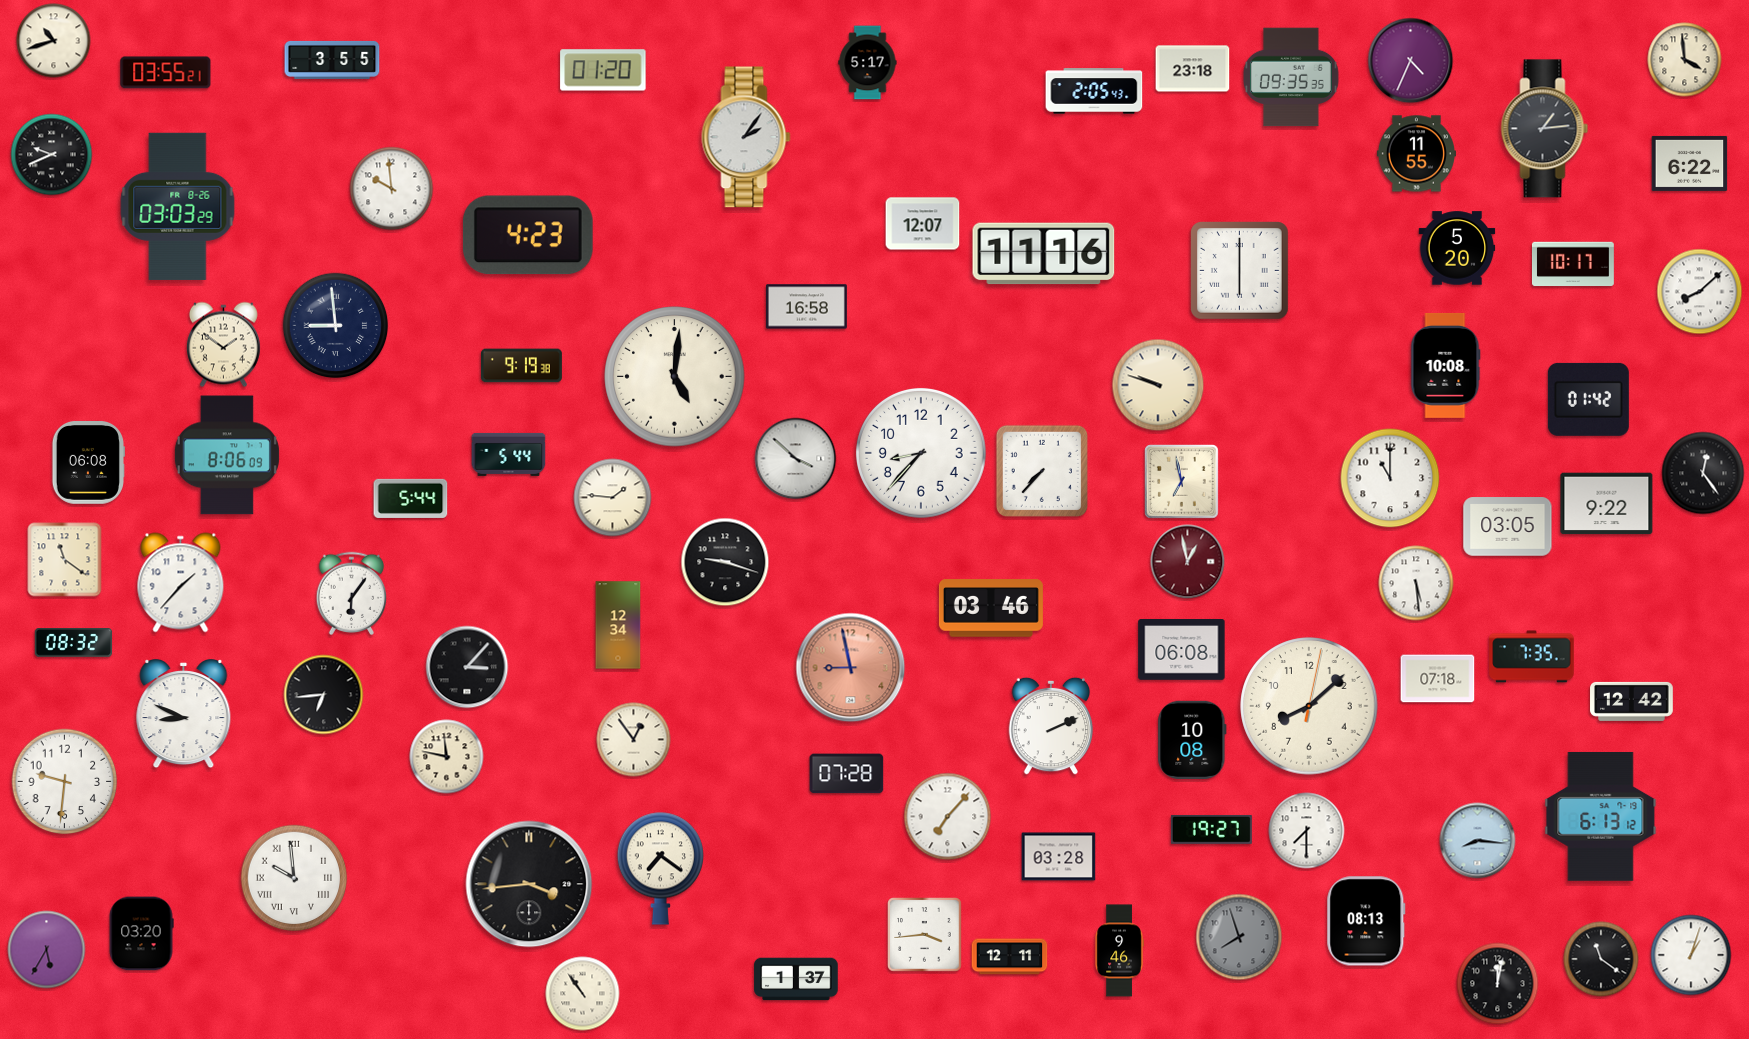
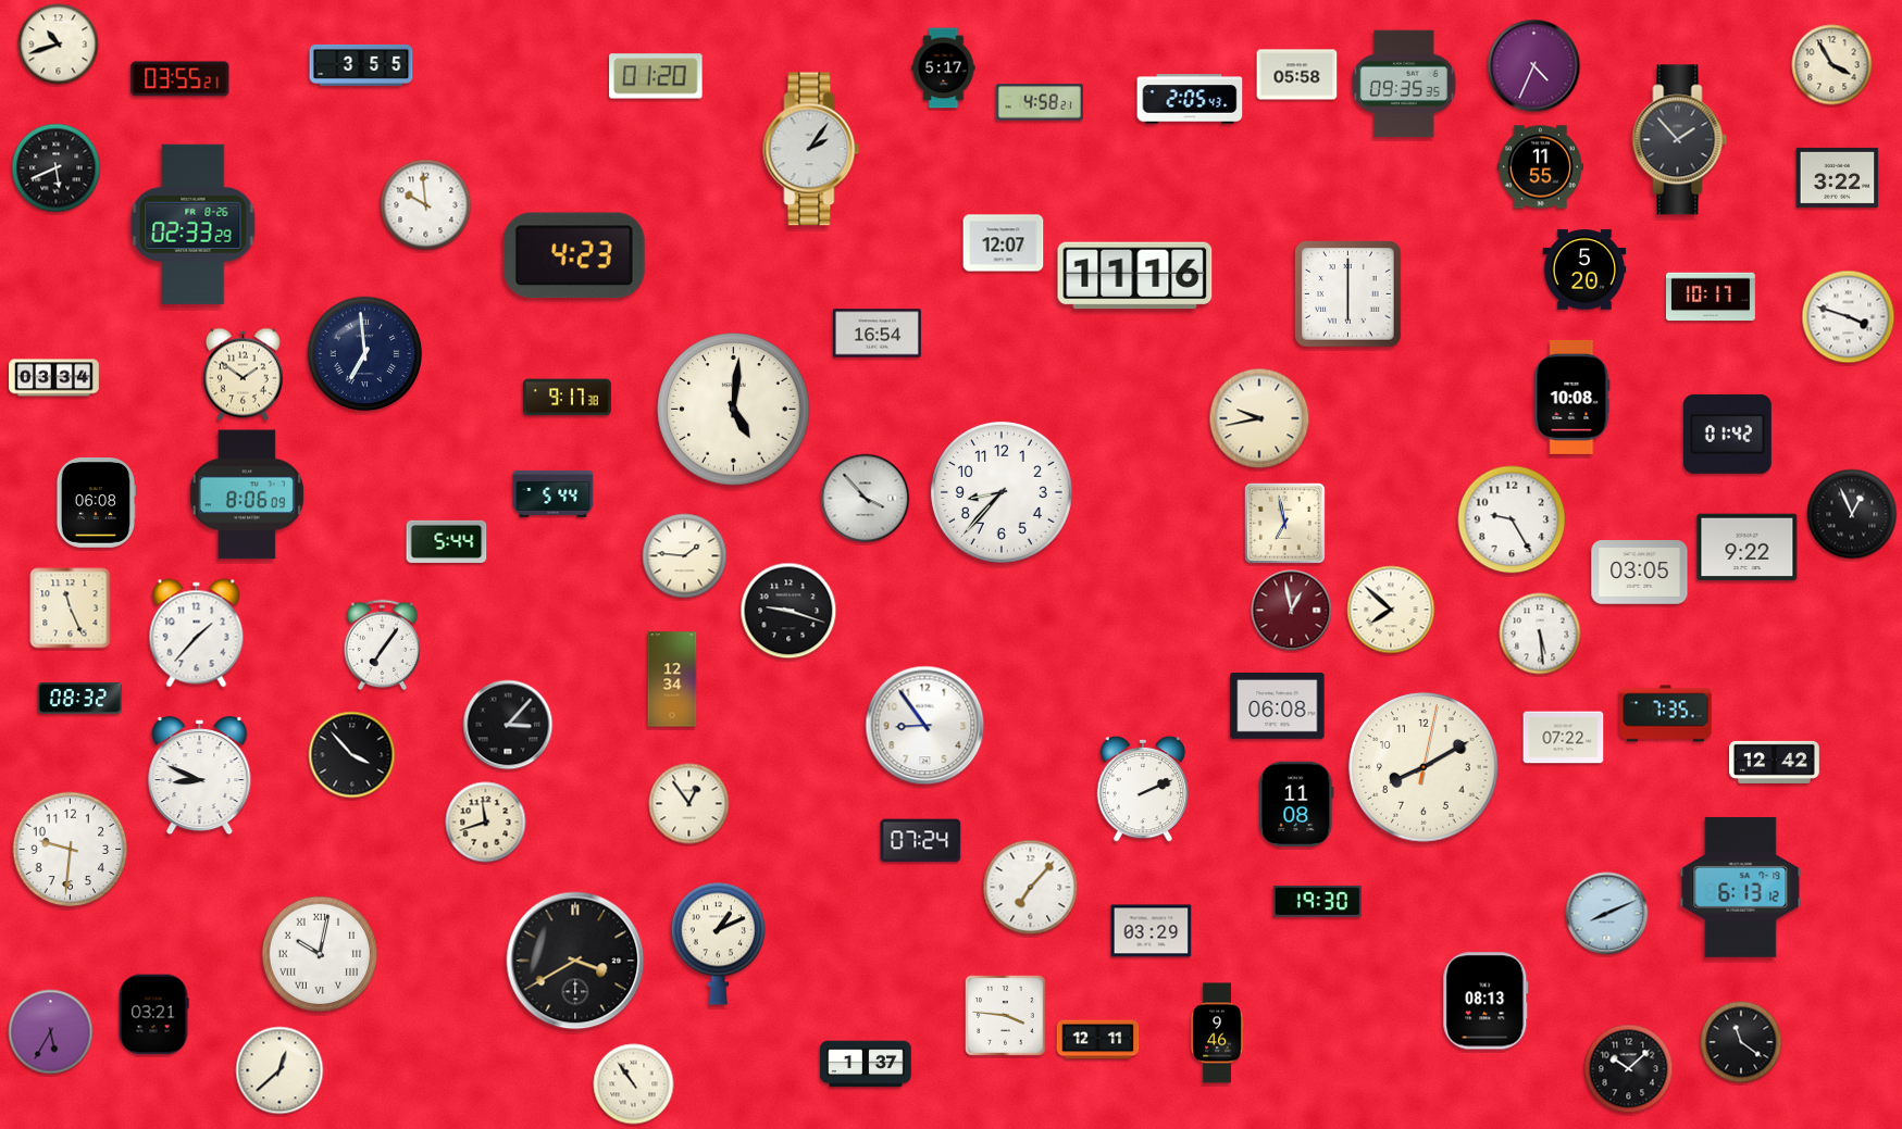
clock at (1685, 60): 3:59 -> 3:55
clock at (1193, 69): 23:18 -> 05:58
clock at (1040, 102): none -> 4:58
clock at (1545, 129): 1:14 -> 1:53
clock at (52, 155): 9:41 -> 5:41
clock at (1690, 163): 6:22 -> 3:22
clock at (178, 206): 03:03 -> 02:33
clock at (1573, 264) position: (1573, 264) -> (1711, 297)
clock at (1700, 292): 8:08 -> 3:48
clock at (806, 307): 16:58 -> 16:54
clock at (336, 326): 8:59 -> 6:59
clock at (54, 378): none -> 03:34
clock at (521, 366): 9:19 -> 9:17
clock at (1158, 385): 9:48 -> 9:43
clock at (796, 459): 3:52 -> 3:53
clock at (1042, 471): 7:37 -> none
clock at (1703, 473): 12:24 -> 12:56
clock at (1390, 478): 11:00 -> 9:25
clock at (613, 498) position: (613, 498) -> (685, 556)
clock at (65, 560): 11:21 -> 11:26
clock at (1391, 610): none -> 7:52
clock at (352, 594): 6:06 -> 7:06
clock at (991, 608): 03:46 -> none
clock at (1182, 650) position: (1182, 650) -> (1278, 706)
clock at (851, 668): 8:58 -> 8:54
clock at (851, 668) dial: salmon -> white
clock at (1438, 679): 07:18 -> 07:22
clock at (324, 695): 6:44 -> 3:53
clock at (1309, 706): 8:08 -> 8:10
clock at (1192, 740): 10:08 -> 11:08
clock at (447, 757): 11:47 -> 11:42
clock at (847, 774): 07:28 -> 07:24
clock at (1211, 829): 19:27 -> 19:30
clock at (1307, 831): 7:30 -> none
clock at (1478, 841): 8:16 -> 8:11
clock at (1059, 857): 03:28 -> 03:29
clock at (660, 868): 7:21 -> 1:11
clock at (294, 878): 9:59 -> 10:02
clock at (529, 884): 3:44 -> 3:40
clock at (141, 934): 03:20 -> 03:21
clock at (925, 935): 3:44 -> 3:46
clock at (1239, 937): 7:57 -> none
clock at (1691, 955): 1:03 -> none
clock at (1498, 984): 12:02 -> 10:08
clock at (279, 1070): none -> 12:38
clock at (583, 994) position: (583, 994) -> (634, 1084)
